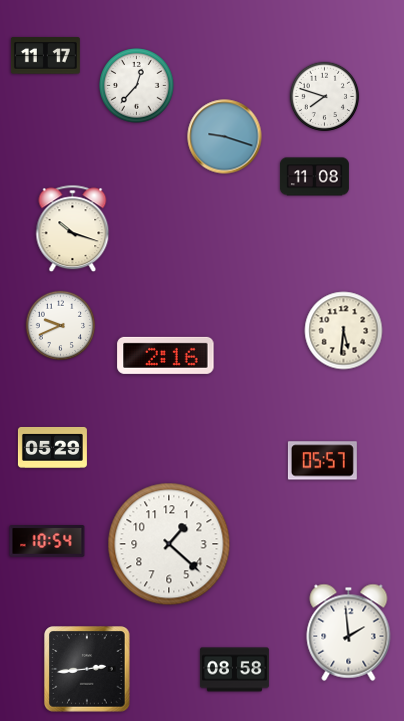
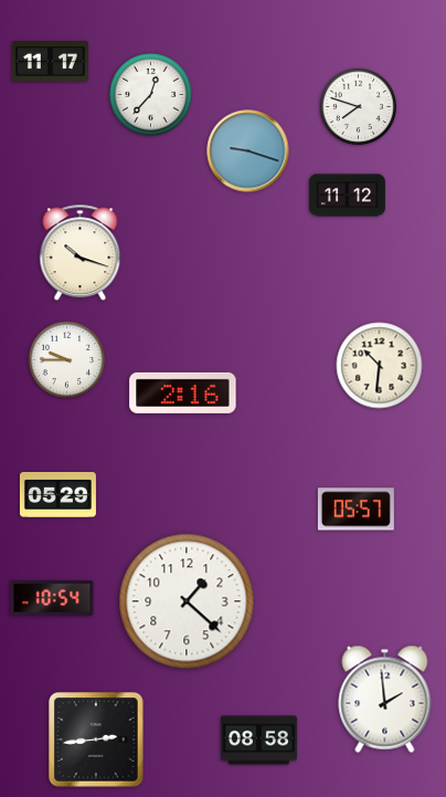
clock at (314, 177): 11:08 -> 11:12
clock at (61, 326): 9:41 -> 9:45
clock at (344, 331): 5:31 -> 10:31
